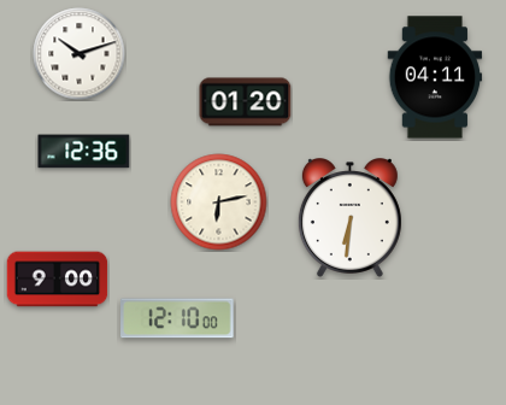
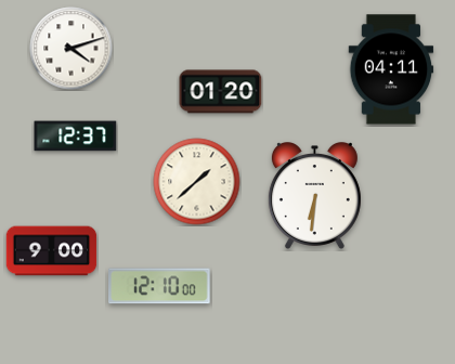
clock at (80, 54): 10:12 -> 4:12
clock at (84, 152): 12:36 -> 12:37
clock at (219, 202): 6:13 -> 1:38
